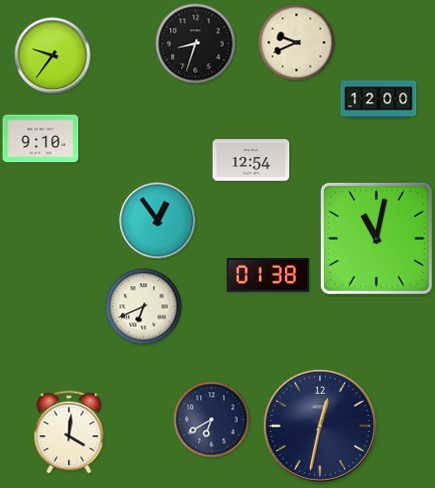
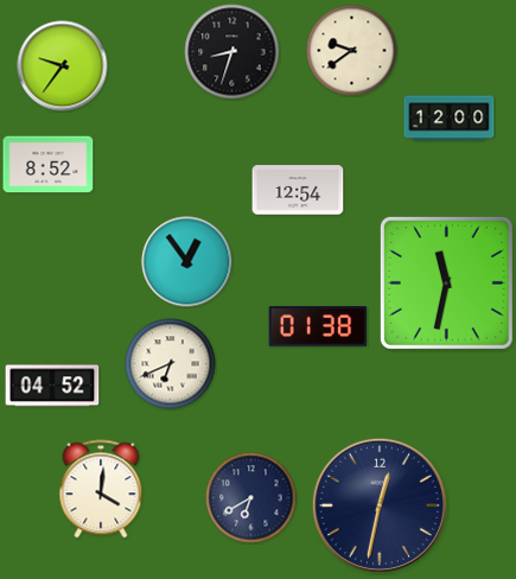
clock at (297, 43): 9:41 -> 9:39
clock at (41, 139): 9:10 -> 8:52
clock at (376, 238): 11:02 -> 11:32
clock at (52, 386): none -> 04:52
clock at (69, 432) position: (69, 432) -> (101, 489)
